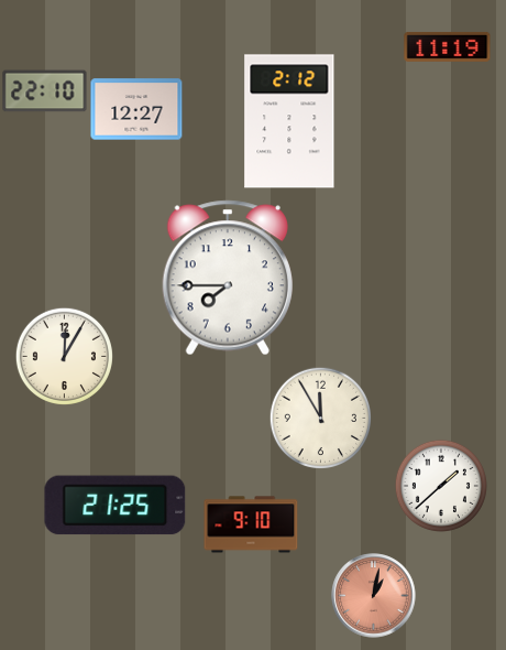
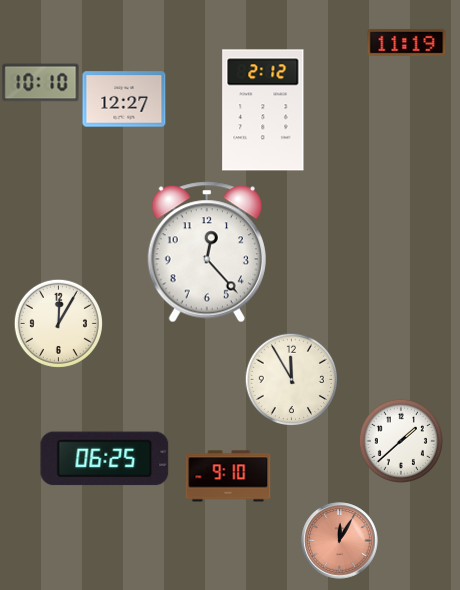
clock at (45, 91): 22:10 -> 10:10
clock at (228, 278): 7:45 -> 12:23
clock at (116, 506): 21:25 -> 06:25
clock at (374, 596): 1:02 -> 12:05
